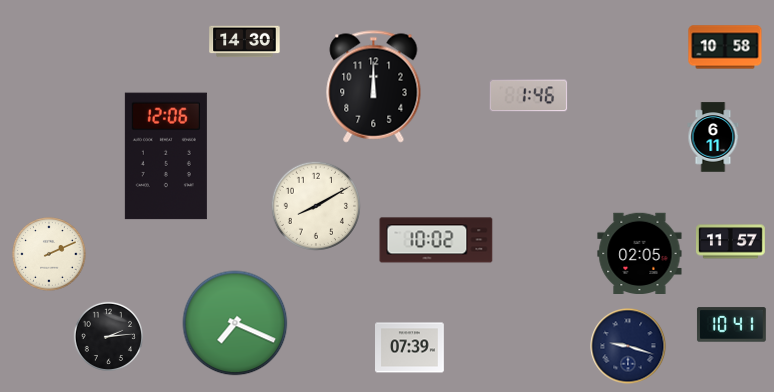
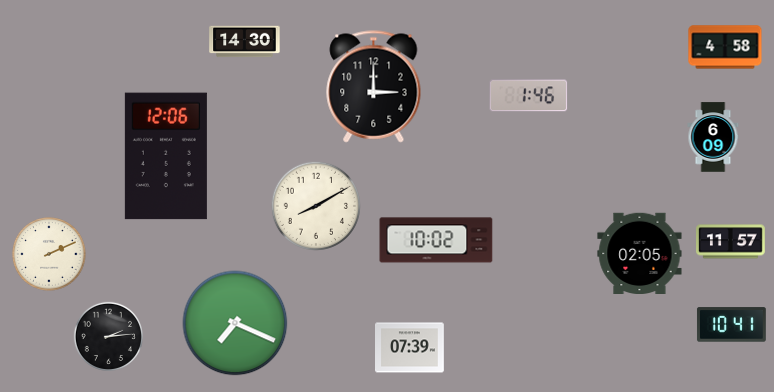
clock at (725, 47): 10:58 -> 4:58
clock at (374, 87): 12:00 -> 3:00
clock at (713, 137): 6:11 -> 6:09
clock at (628, 346): 9:18 -> none
